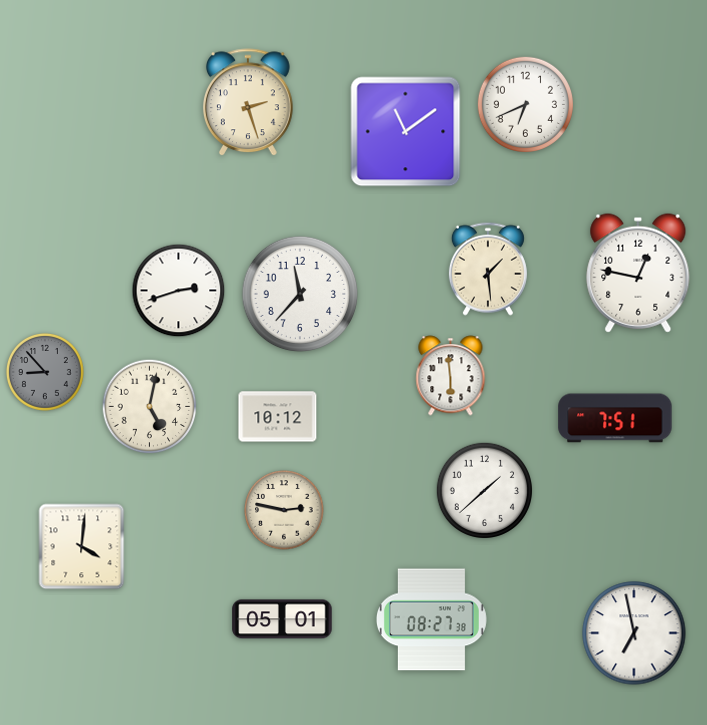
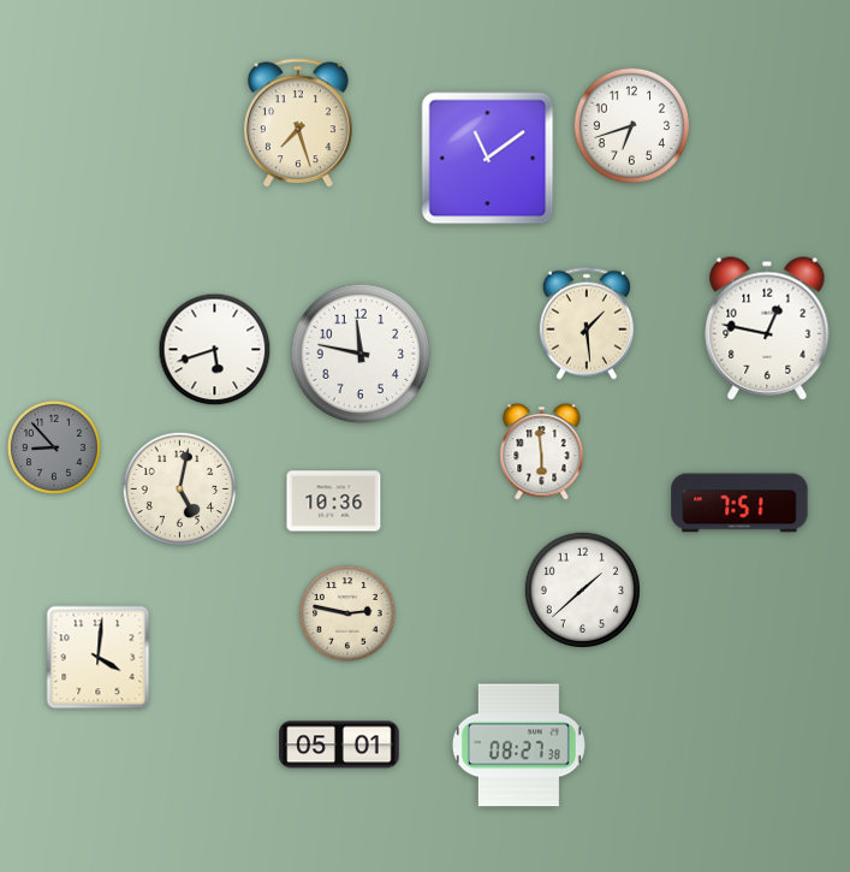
clock at (248, 103): 2:27 -> 7:27
clock at (525, 104): 6:41 -> 6:42
clock at (179, 291): 2:42 -> 5:42
clock at (300, 294): 11:37 -> 11:47
clock at (278, 417): 10:12 -> 10:36
clock at (284, 510) position: (284, 510) -> (347, 613)
clock at (634, 633): 6:58 -> none
